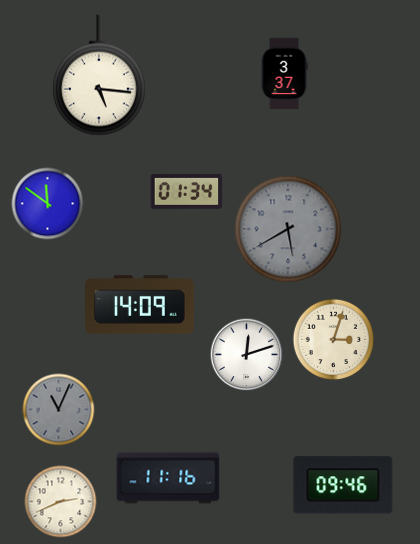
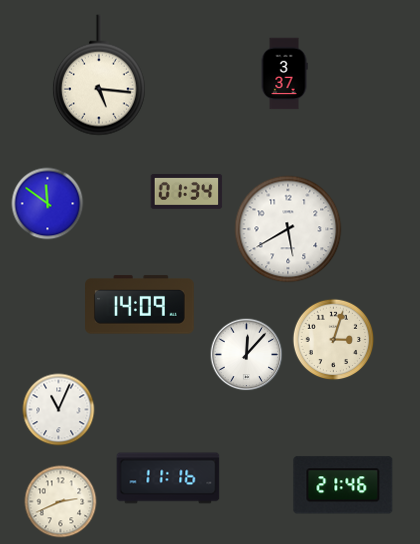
clock at (288, 229) dial: grey -> white
clock at (247, 355): 12:12 -> 12:07
clock at (59, 410) dial: grey -> white
clock at (343, 485): 09:46 -> 21:46
